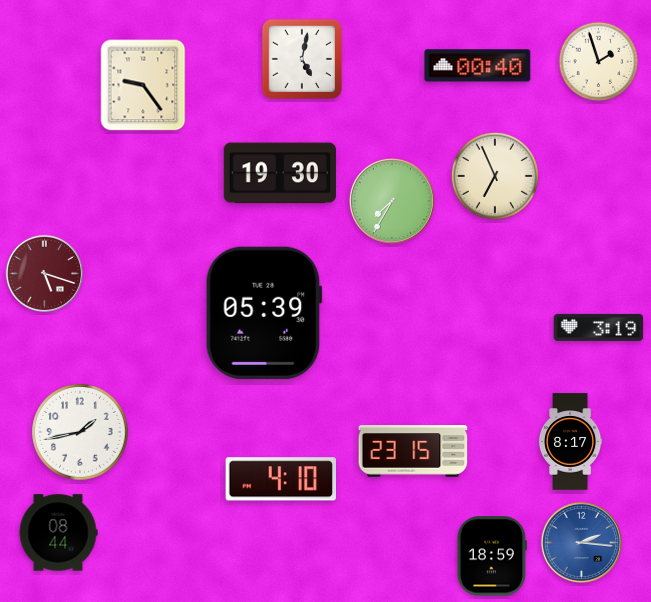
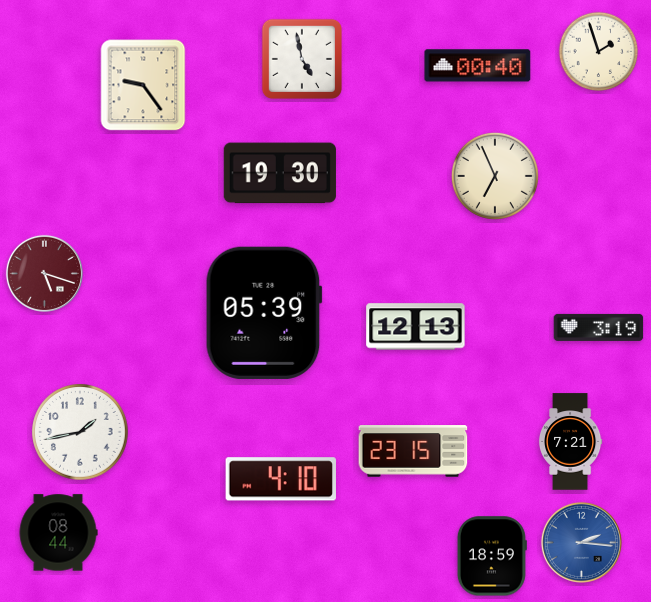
clock at (302, 59): 5:02 -> 4:58
clock at (599, 62) position: (599, 62) -> (599, 52)
clock at (392, 201): 7:35 -> none
clock at (416, 327): none -> 12:13
clock at (570, 442): 8:17 -> 7:21
